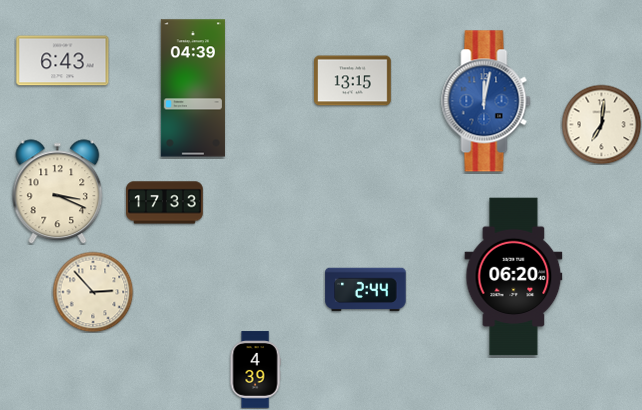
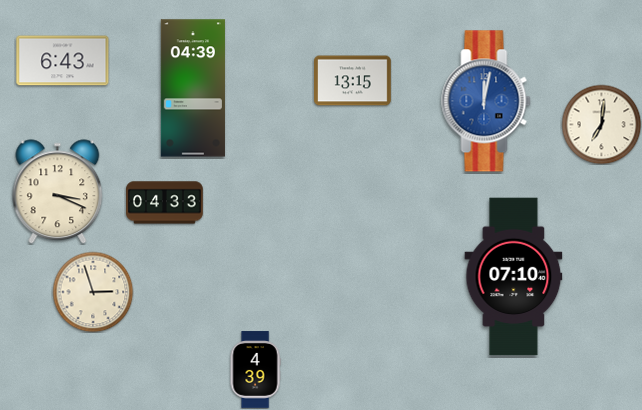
clock at (165, 203): 17:33 -> 04:33
clock at (514, 277): 06:20 -> 07:10
clock at (366, 290): 2:44 -> none
clock at (93, 292): 2:53 -> 2:57
